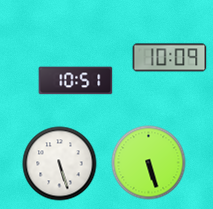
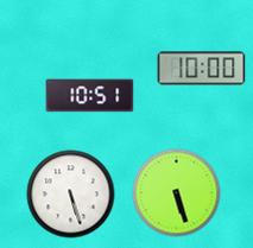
clock at (170, 58): 10:09 -> 10:00
